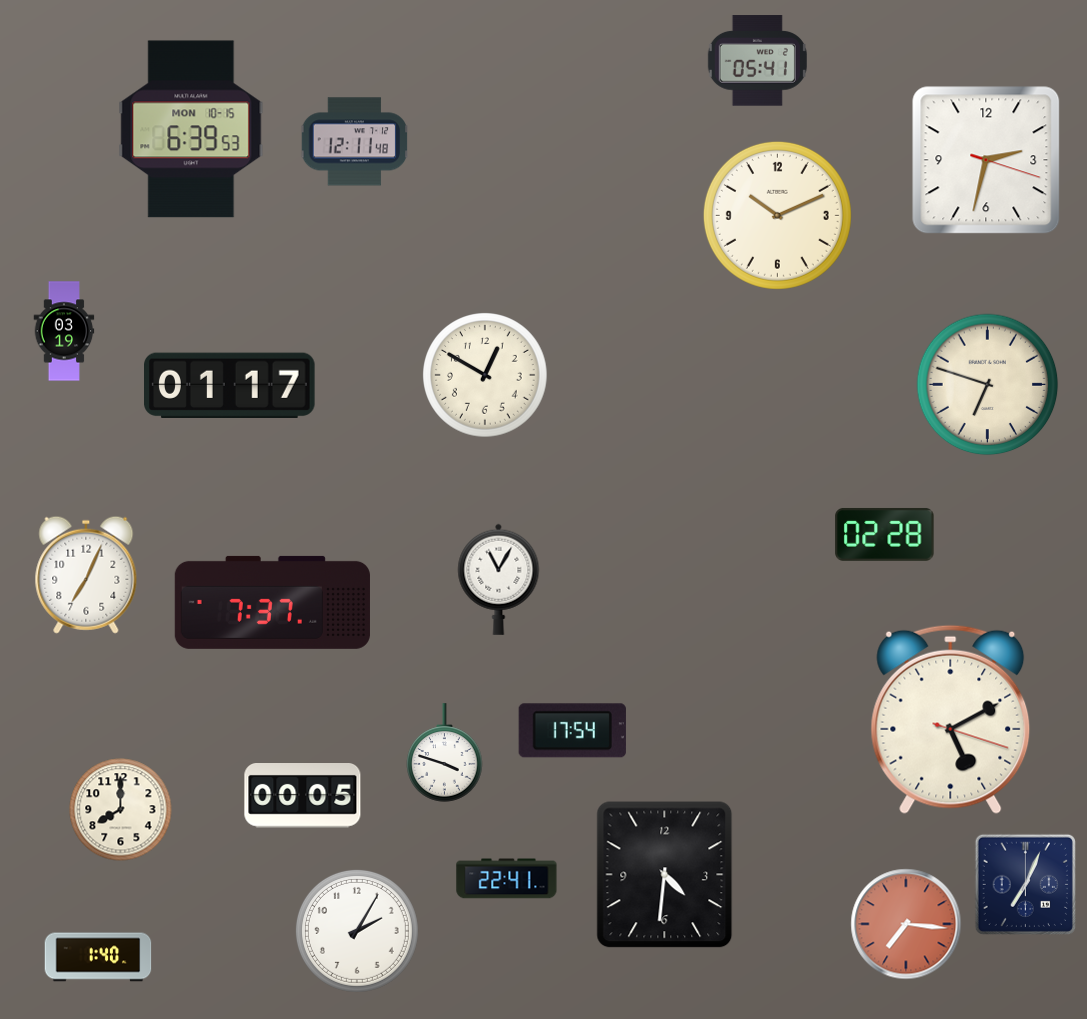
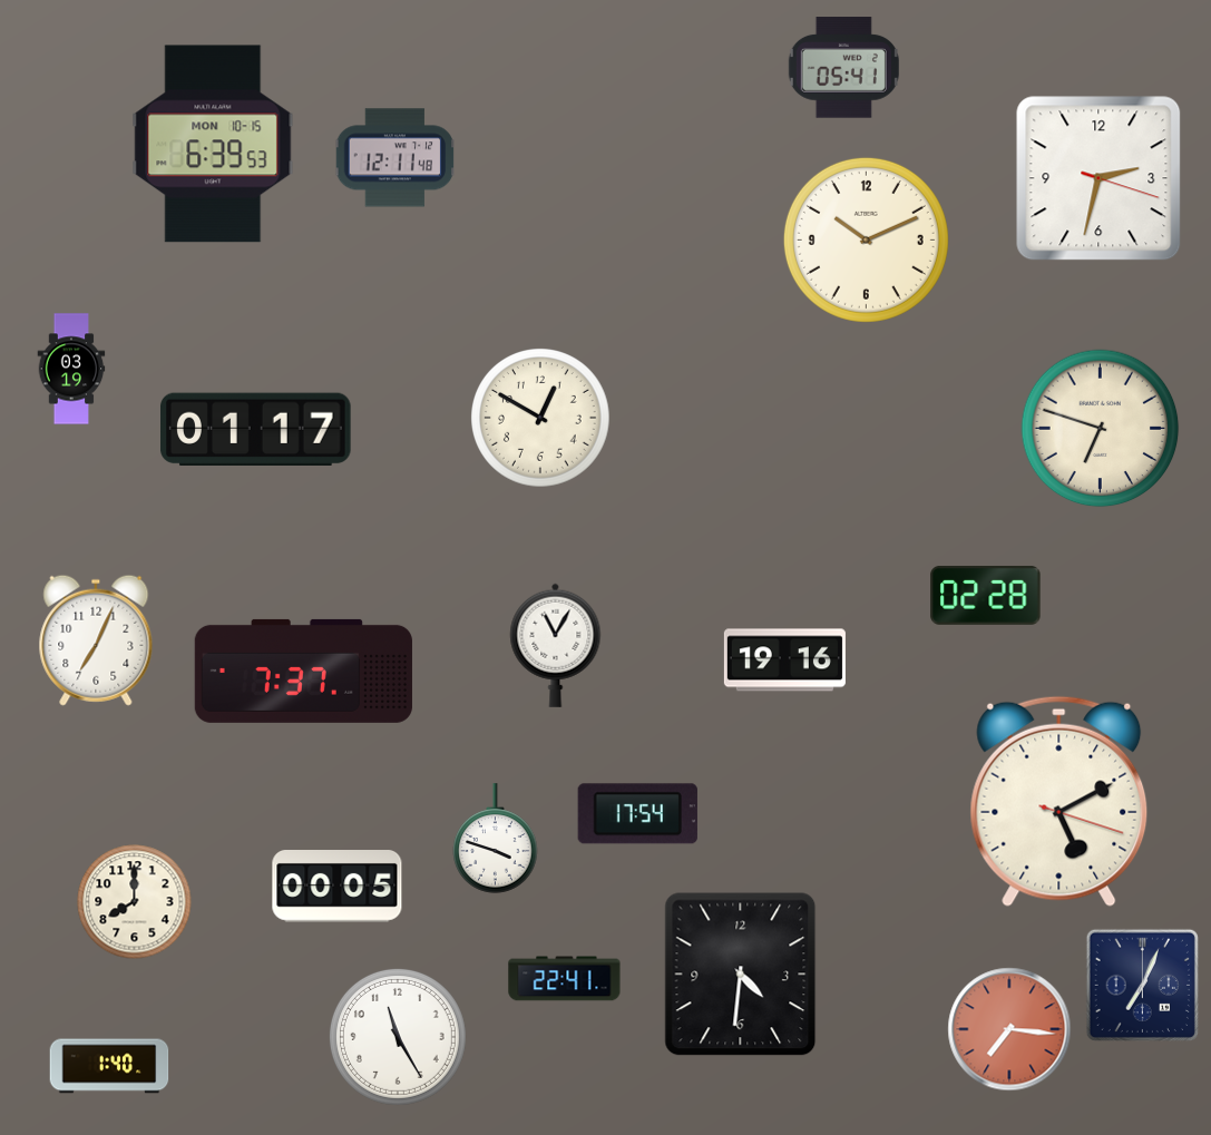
clock at (784, 661): none -> 19:16
clock at (357, 931): 2:05 -> 11:25
